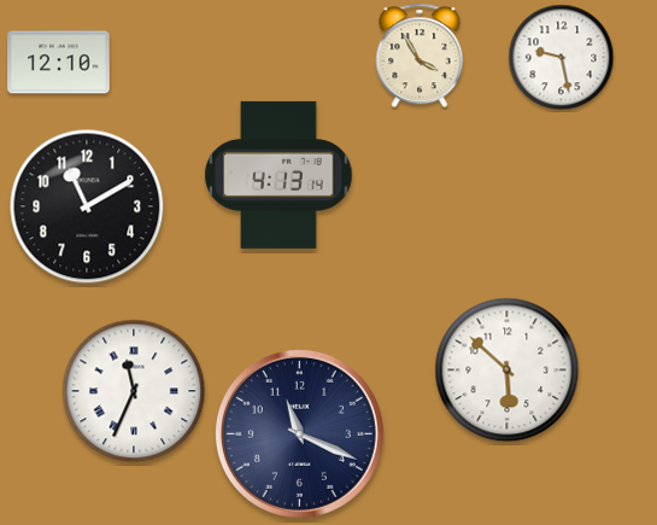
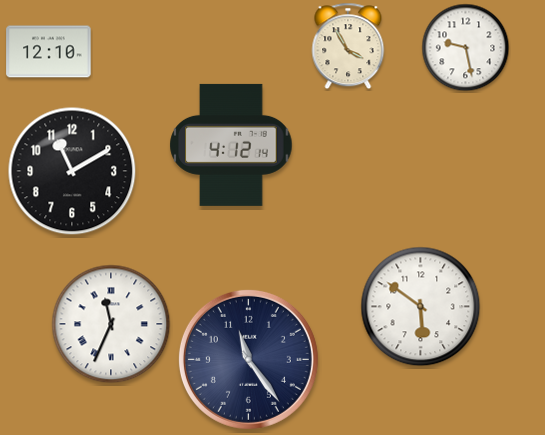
clock at (278, 175): 4:13 -> 4:12
clock at (508, 371): 5:52 -> 5:51
clock at (299, 433): 11:19 -> 11:24
